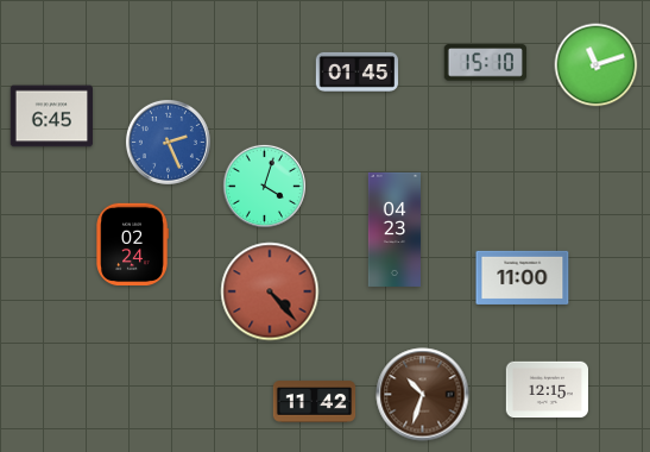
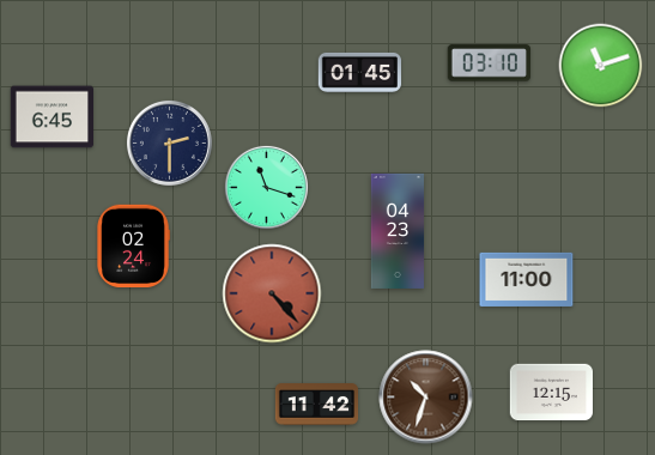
clock at (485, 63): 15:10 -> 03:10
clock at (168, 142): 2:26 -> 2:30
clock at (168, 142) dial: blue -> navy
clock at (264, 186): 4:03 -> 11:18
